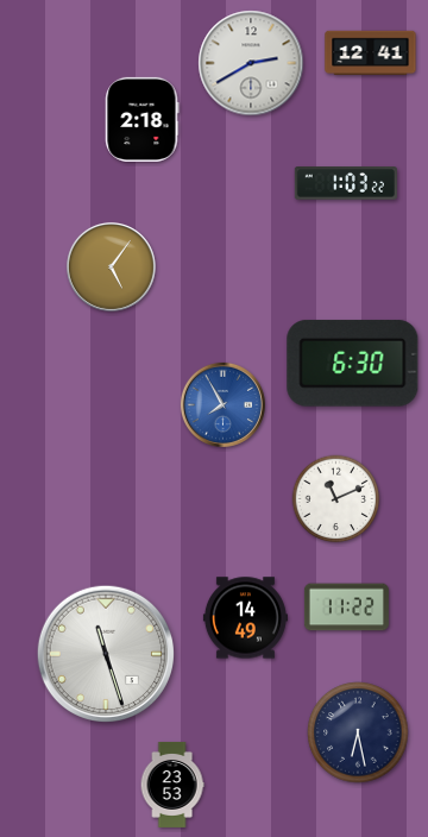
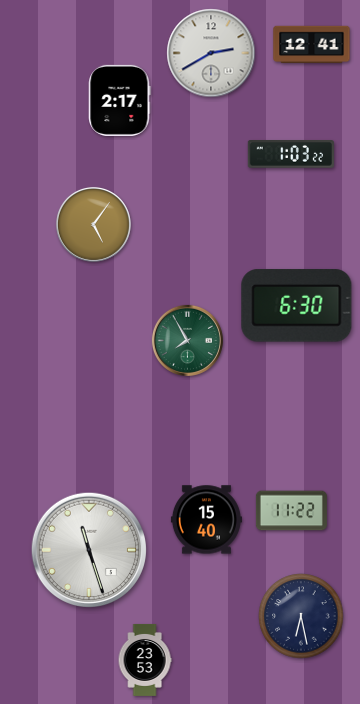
clock at (143, 119): 2:18 -> 2:17
clock at (222, 404) dial: blue -> green
clock at (336, 499): 11:11 -> none
clock at (245, 618): 14:49 -> 15:40
